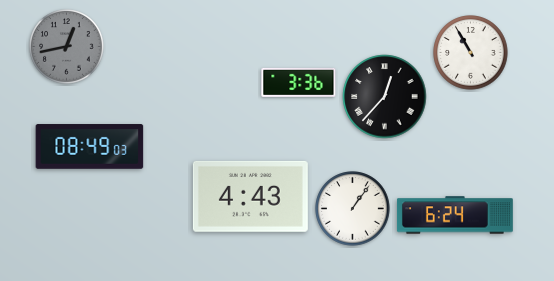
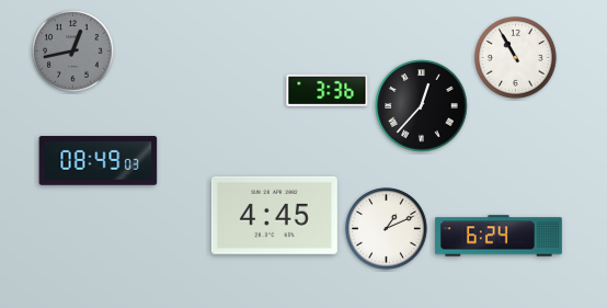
clock at (250, 196): 4:43 -> 4:45
clock at (353, 209): 1:06 -> 1:11
